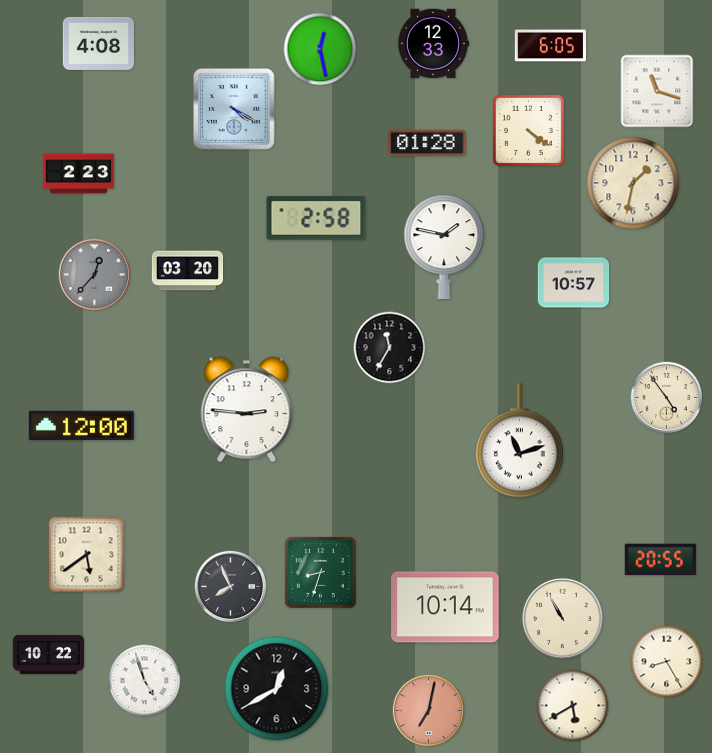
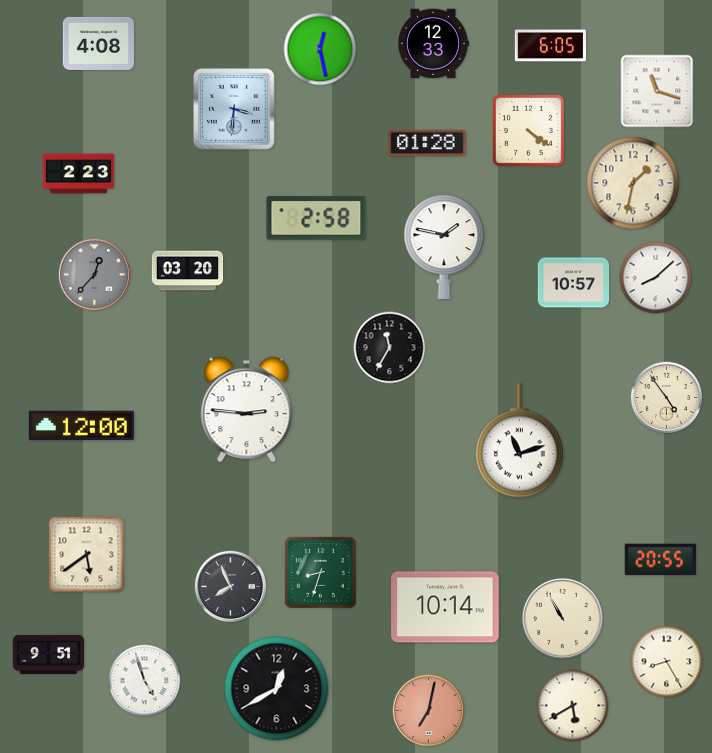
clock at (235, 110): 4:20 -> 3:31
clock at (656, 278): none -> 8:08
clock at (49, 654): 10:22 -> 9:51
